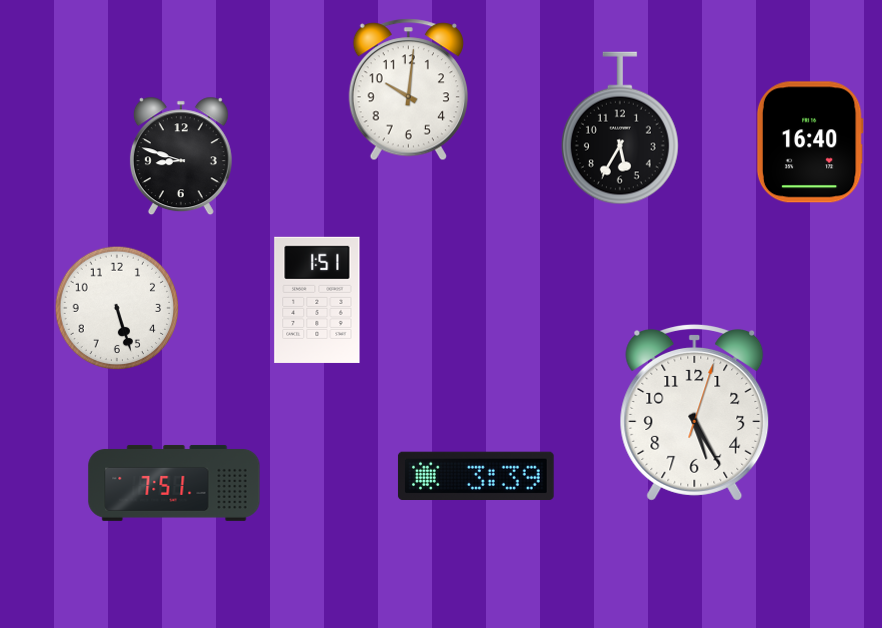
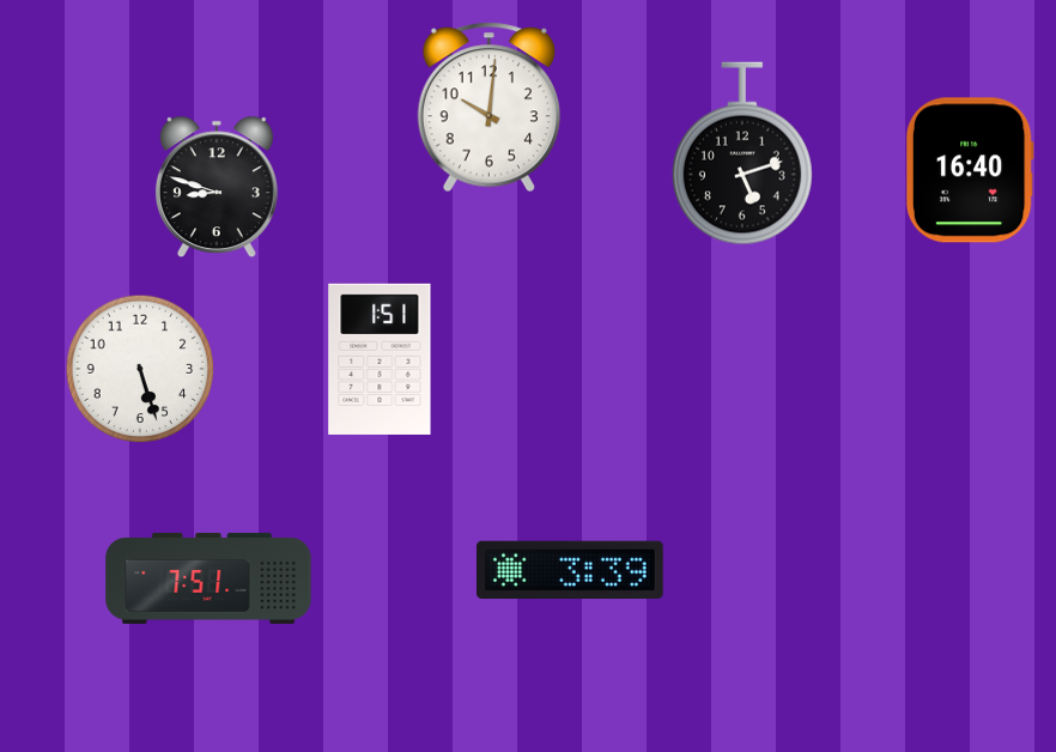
clock at (620, 128): 5:35 -> 5:12
clock at (695, 412): 5:25 -> none
